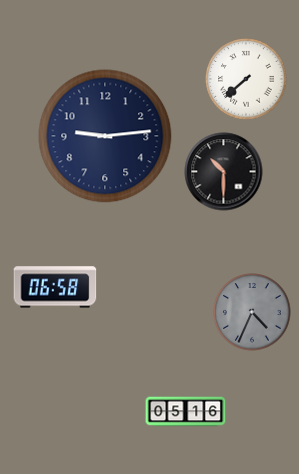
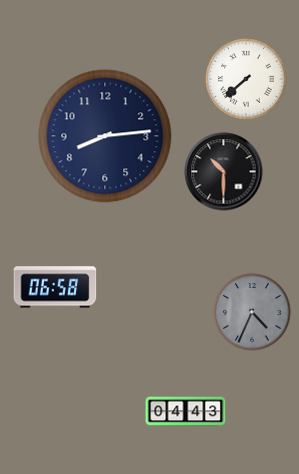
clock at (105, 136): 9:14 -> 8:14
clock at (186, 412): 05:16 -> 04:43
